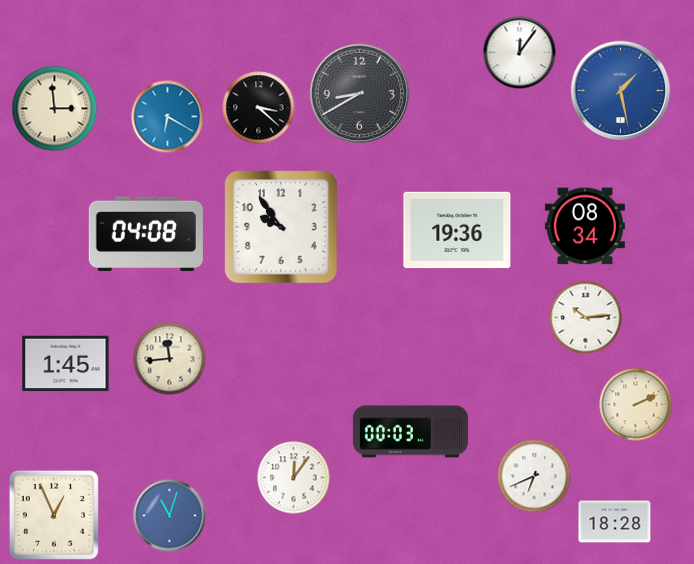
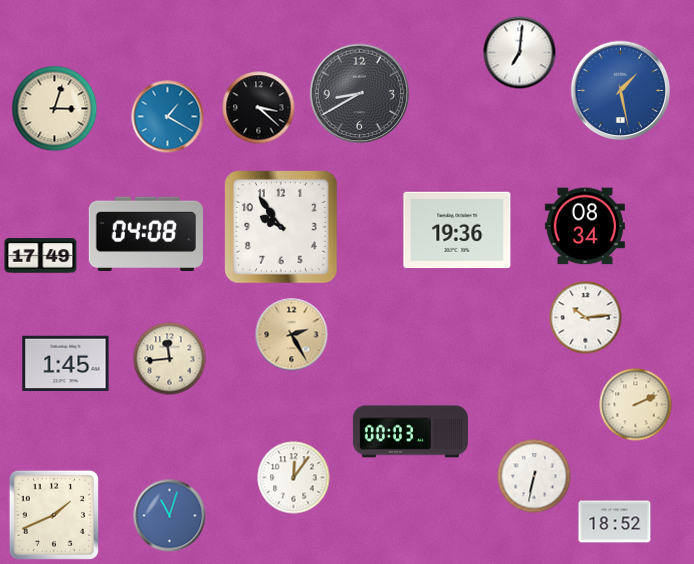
clock at (520, 53): 12:06 -> 7:01
clock at (55, 109): 2:59 -> 3:03
clock at (168, 117): 6:20 -> 1:20
clock at (41, 256): none -> 17:49
clock at (292, 335): none -> 2:25
clock at (534, 476): 6:41 -> 6:32
clock at (54, 515): 12:56 -> 1:41
clock at (615, 522): 18:28 -> 18:52
